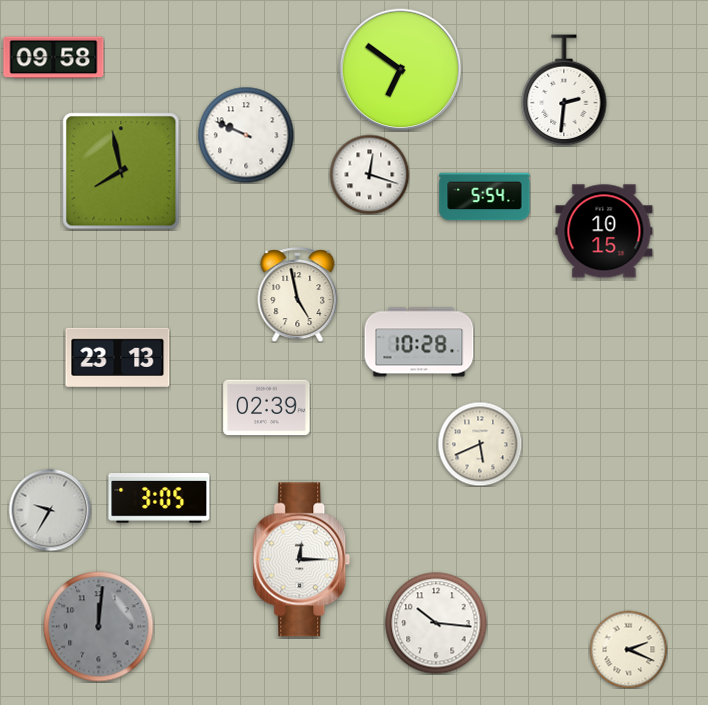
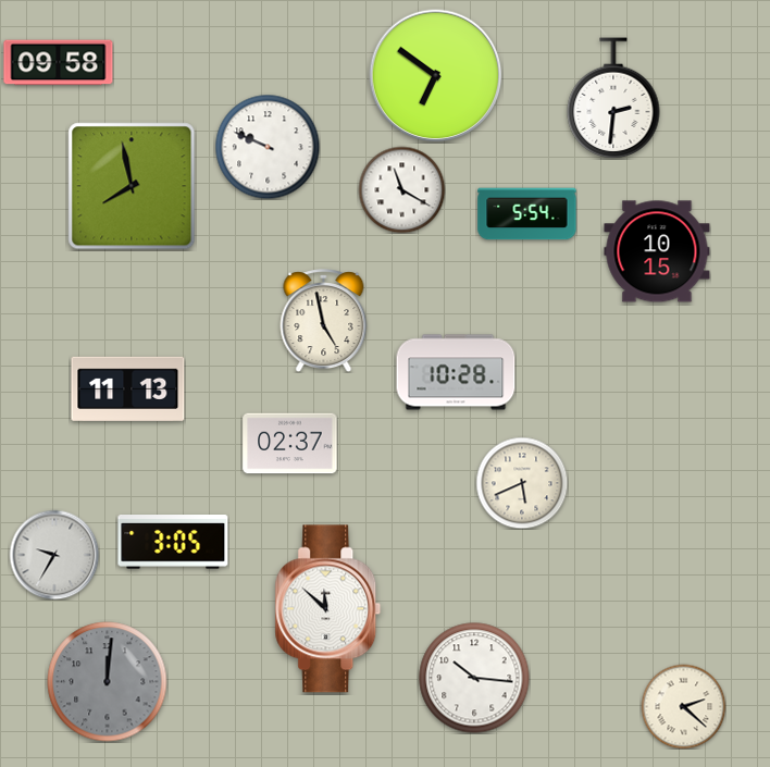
clock at (369, 174): 12:18 -> 11:20
clock at (118, 357): 23:13 -> 11:13
clock at (267, 408): 02:39 -> 02:37
clock at (302, 560): 12:15 -> 11:52
clock at (628, 649): 2:19 -> 2:22
